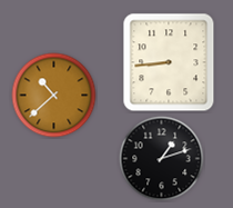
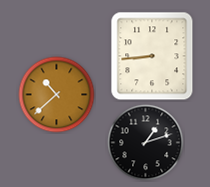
clock at (54, 96) position: (54, 96) -> (57, 95)
